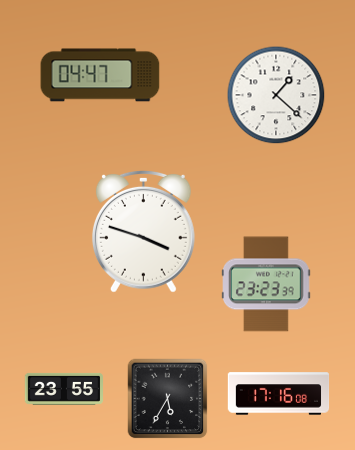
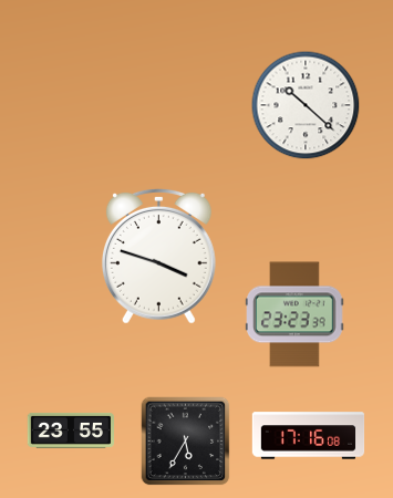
clock at (100, 75): 04:47 -> none
clock at (276, 95): 1:22 -> 10:22
